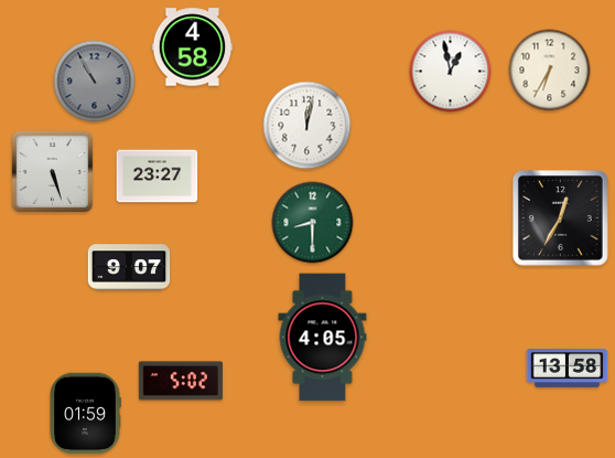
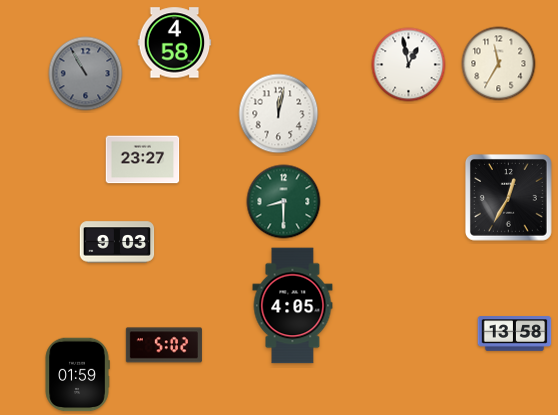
clock at (550, 71): 6:35 -> 11:35
clock at (53, 172): 5:27 -> none
clock at (129, 267): 9:07 -> 9:03
